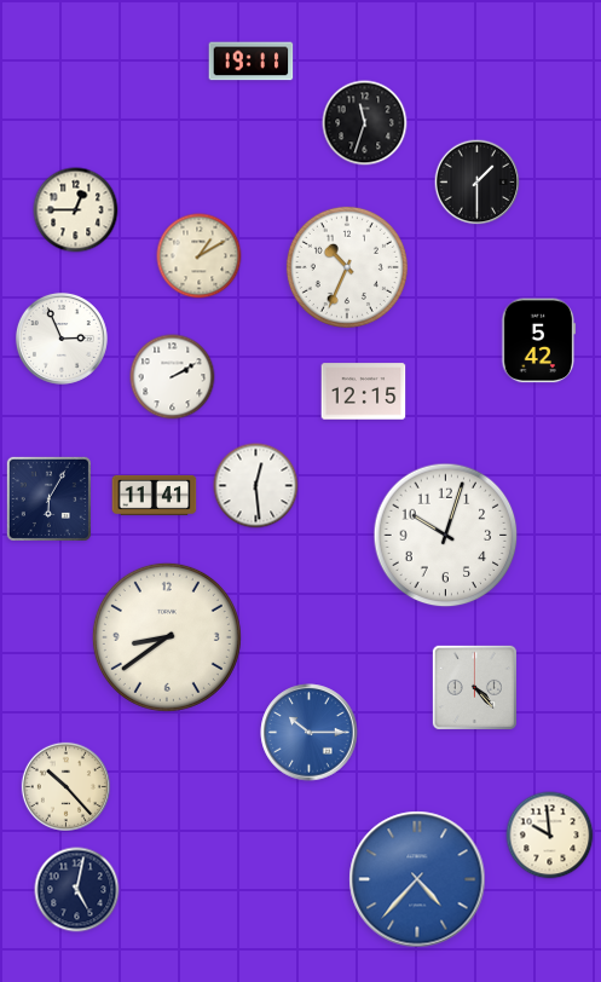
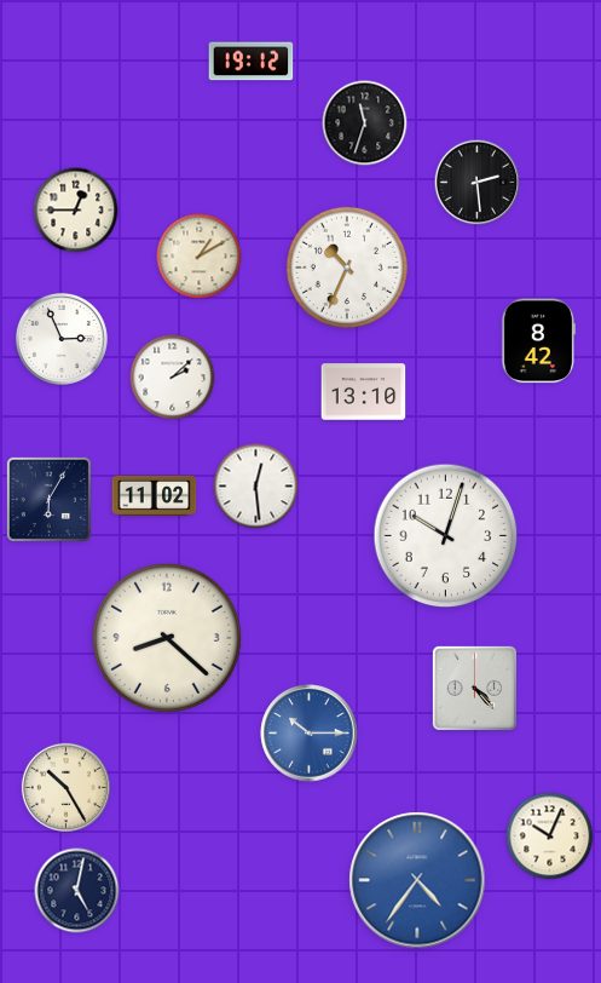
clock at (252, 62): 19:11 -> 19:12
clock at (478, 183): 1:30 -> 2:29
clock at (539, 341): 5:42 -> 8:42
clock at (173, 377): 2:10 -> 2:08
clock at (364, 392): 12:15 -> 13:10
clock at (155, 495): 11:41 -> 11:02
clock at (167, 637): 8:39 -> 8:22
clock at (65, 786): 10:23 -> 10:25
clock at (550, 836): 9:59 -> 10:04
clock at (417, 879): 4:37 -> 4:36
